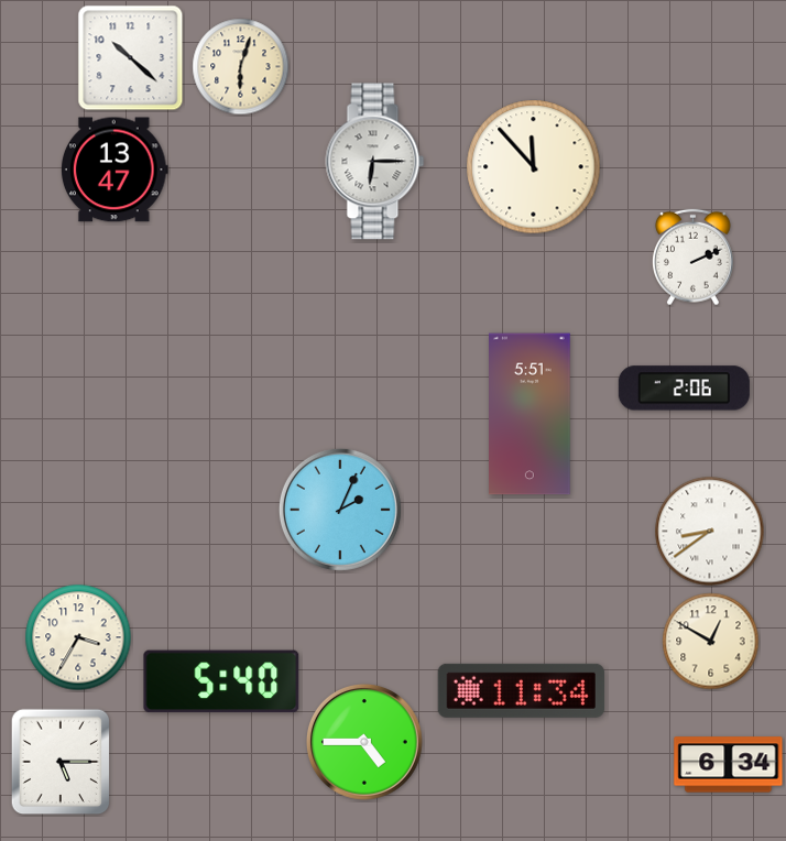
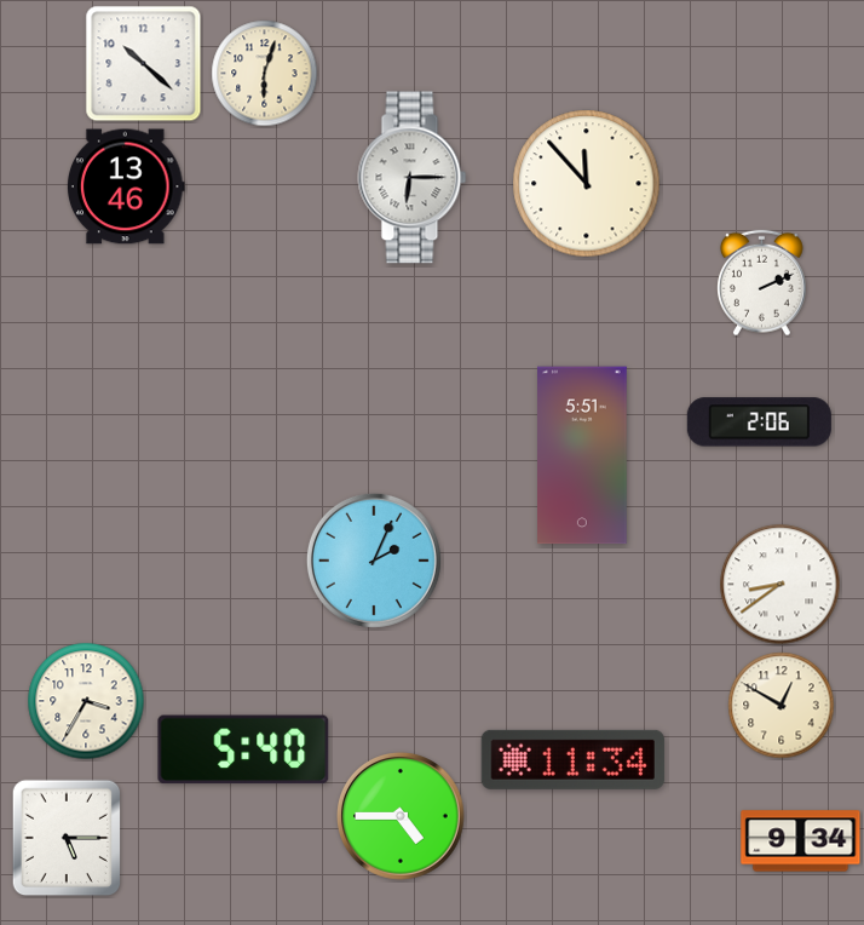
clock at (116, 170): 13:47 -> 13:46
clock at (684, 389) position: (684, 389) -> (759, 423)
clock at (729, 765): 6:34 -> 9:34
